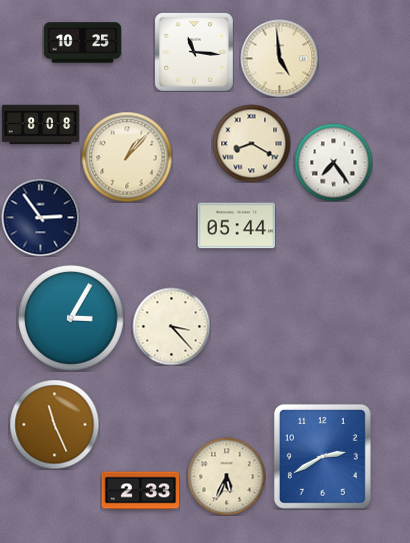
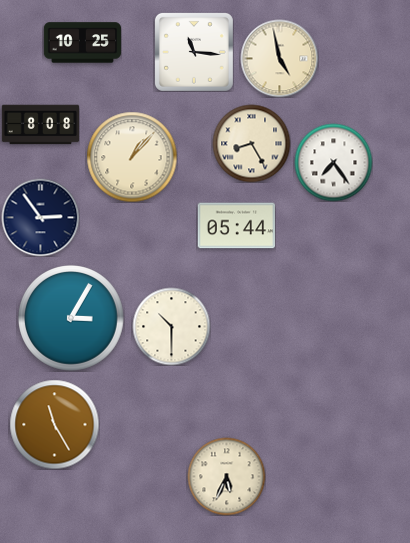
clock at (279, 58): 4:59 -> 4:58
clock at (251, 143): 8:20 -> 8:25
clock at (127, 157) position: (127, 157) -> (132, 157)
clock at (171, 326): 3:23 -> 10:30
clock at (54, 424): 11:26 -> 11:25
clock at (322, 456): 2:40 -> none
clock at (140, 491): 2:33 -> none
